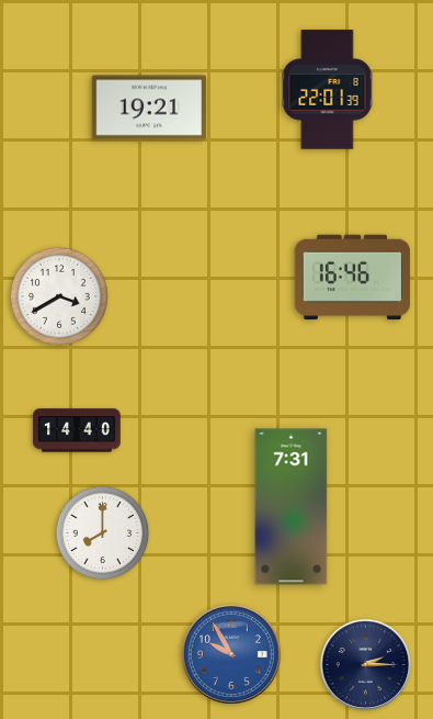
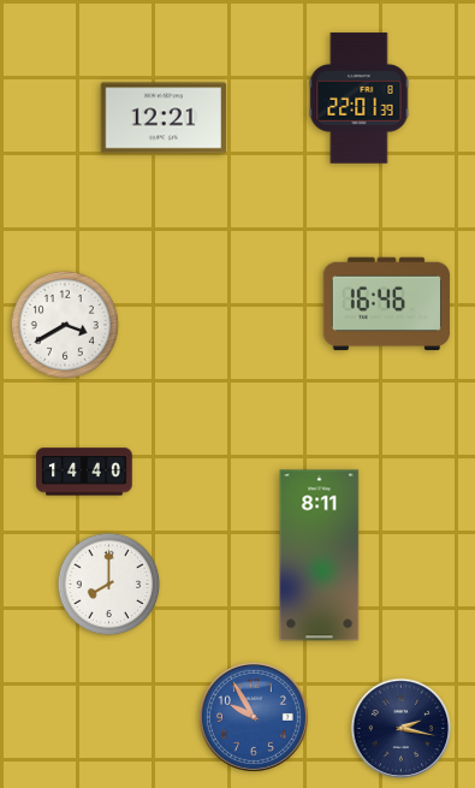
clock at (149, 108): 19:21 -> 12:21
clock at (292, 507): 7:31 -> 8:11
clock at (103, 533) position: (103, 533) -> (109, 585)
clock at (366, 665): 2:15 -> 2:17
